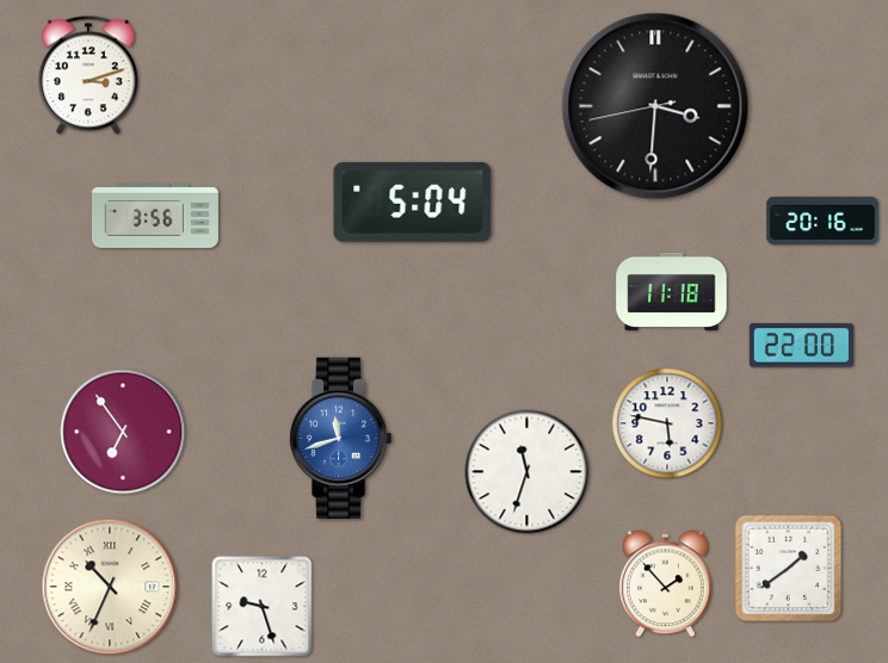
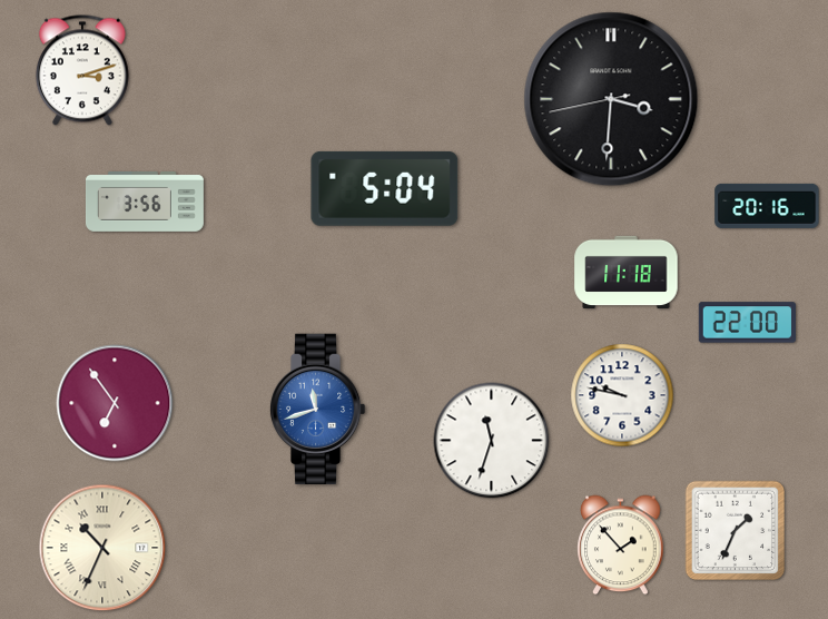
clock at (667, 423): 5:47 -> 9:47
clock at (789, 569): 1:39 -> 1:34
clock at (263, 607): 9:27 -> none
